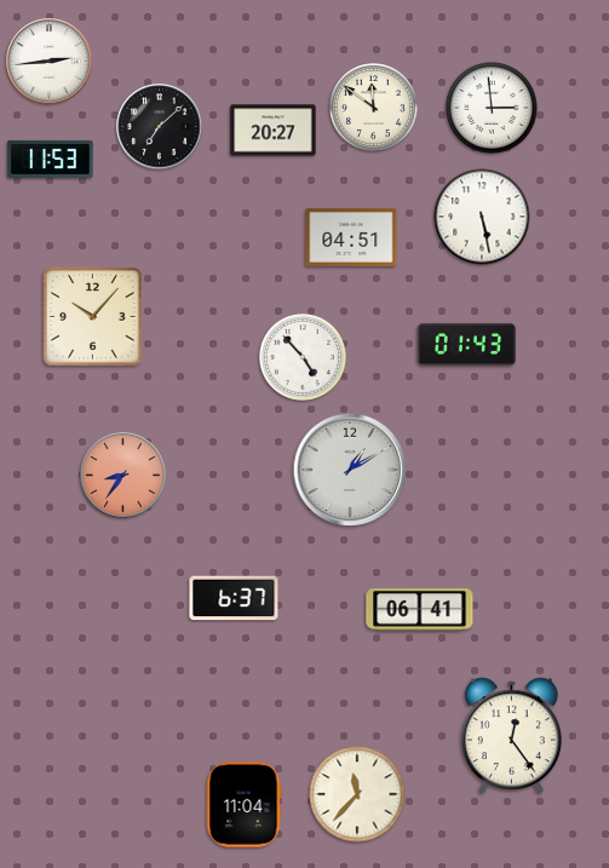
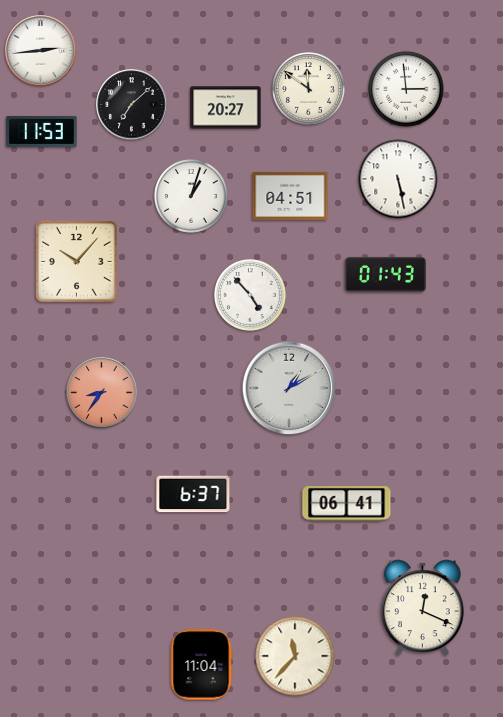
clock at (191, 196): none -> 1:03
clock at (466, 344) position: (466, 344) -> (385, 274)
clock at (511, 736): 12:24 -> 12:19
